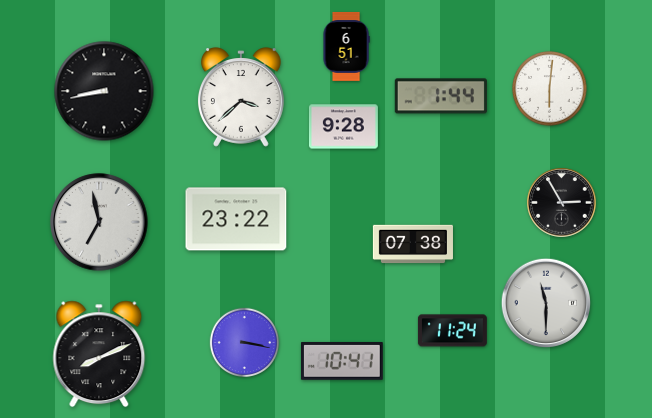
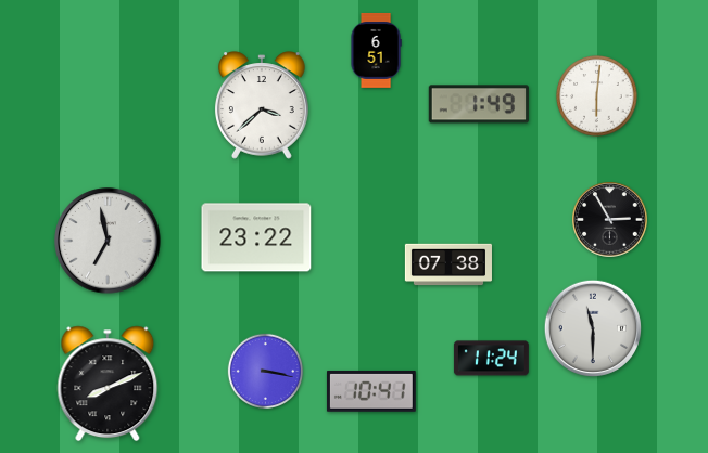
clock at (104, 91): 8:43 -> none
clock at (441, 96): 1:44 -> 1:49
clock at (343, 127): 9:28 -> none
